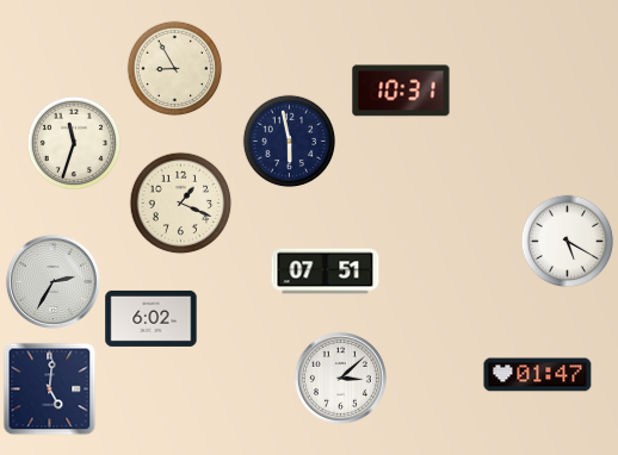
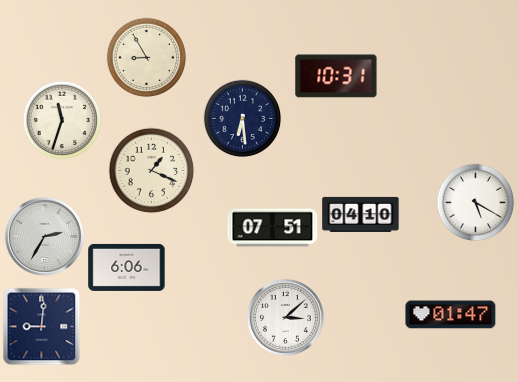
clock at (289, 141): 5:58 -> 6:29
clock at (361, 214): none -> 04:10
clock at (152, 318): 6:02 -> 6:06
clock at (49, 388): 5:01 -> 9:01
